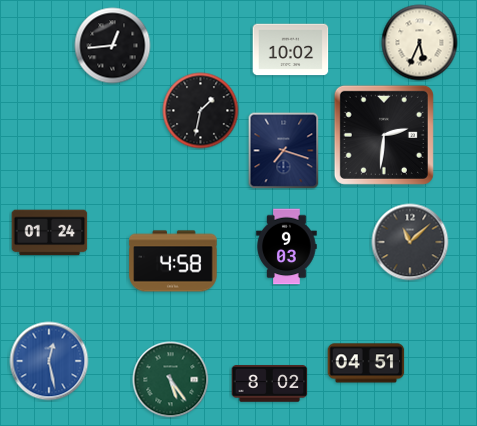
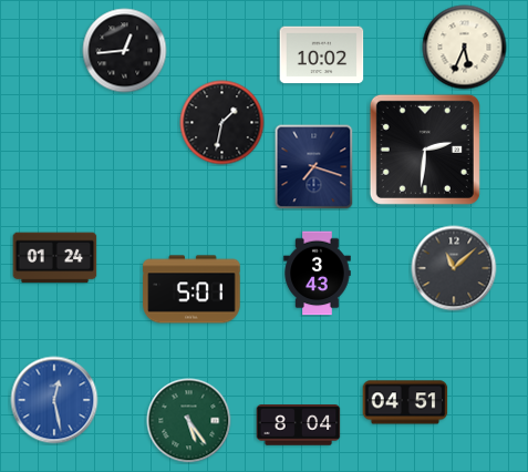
clock at (287, 247): 9:03 -> 3:43
clock at (173, 261): 4:58 -> 5:01
clock at (270, 384): 8:02 -> 8:04
